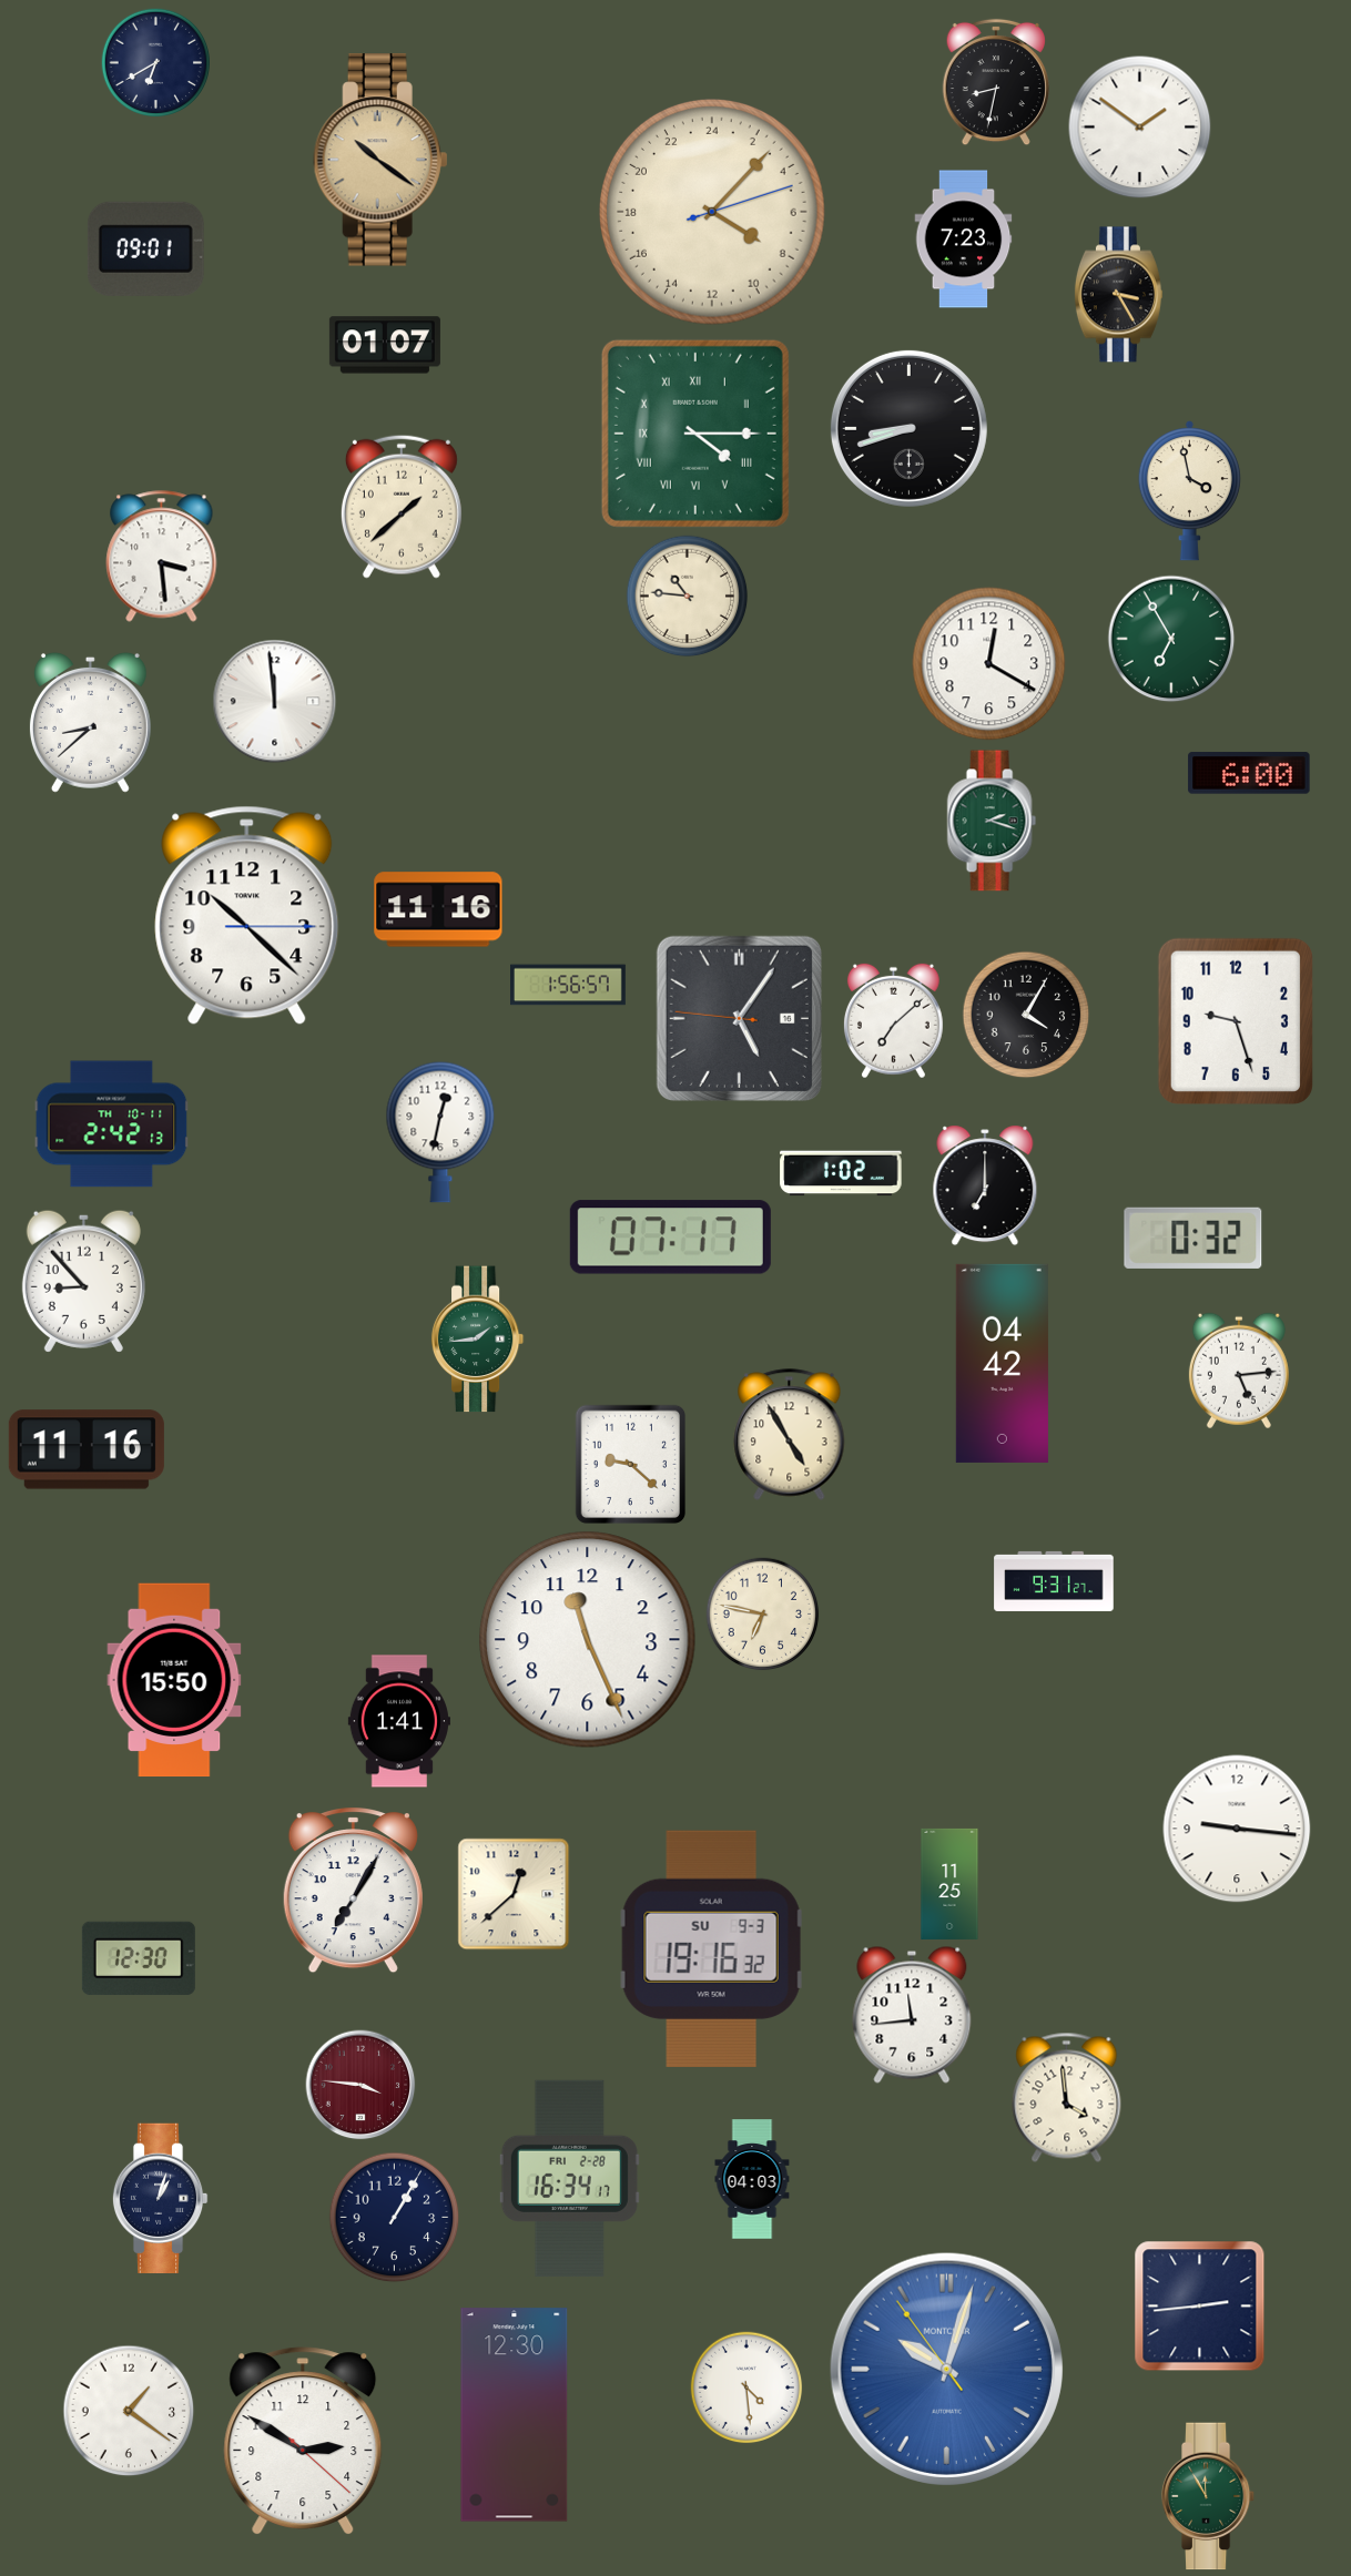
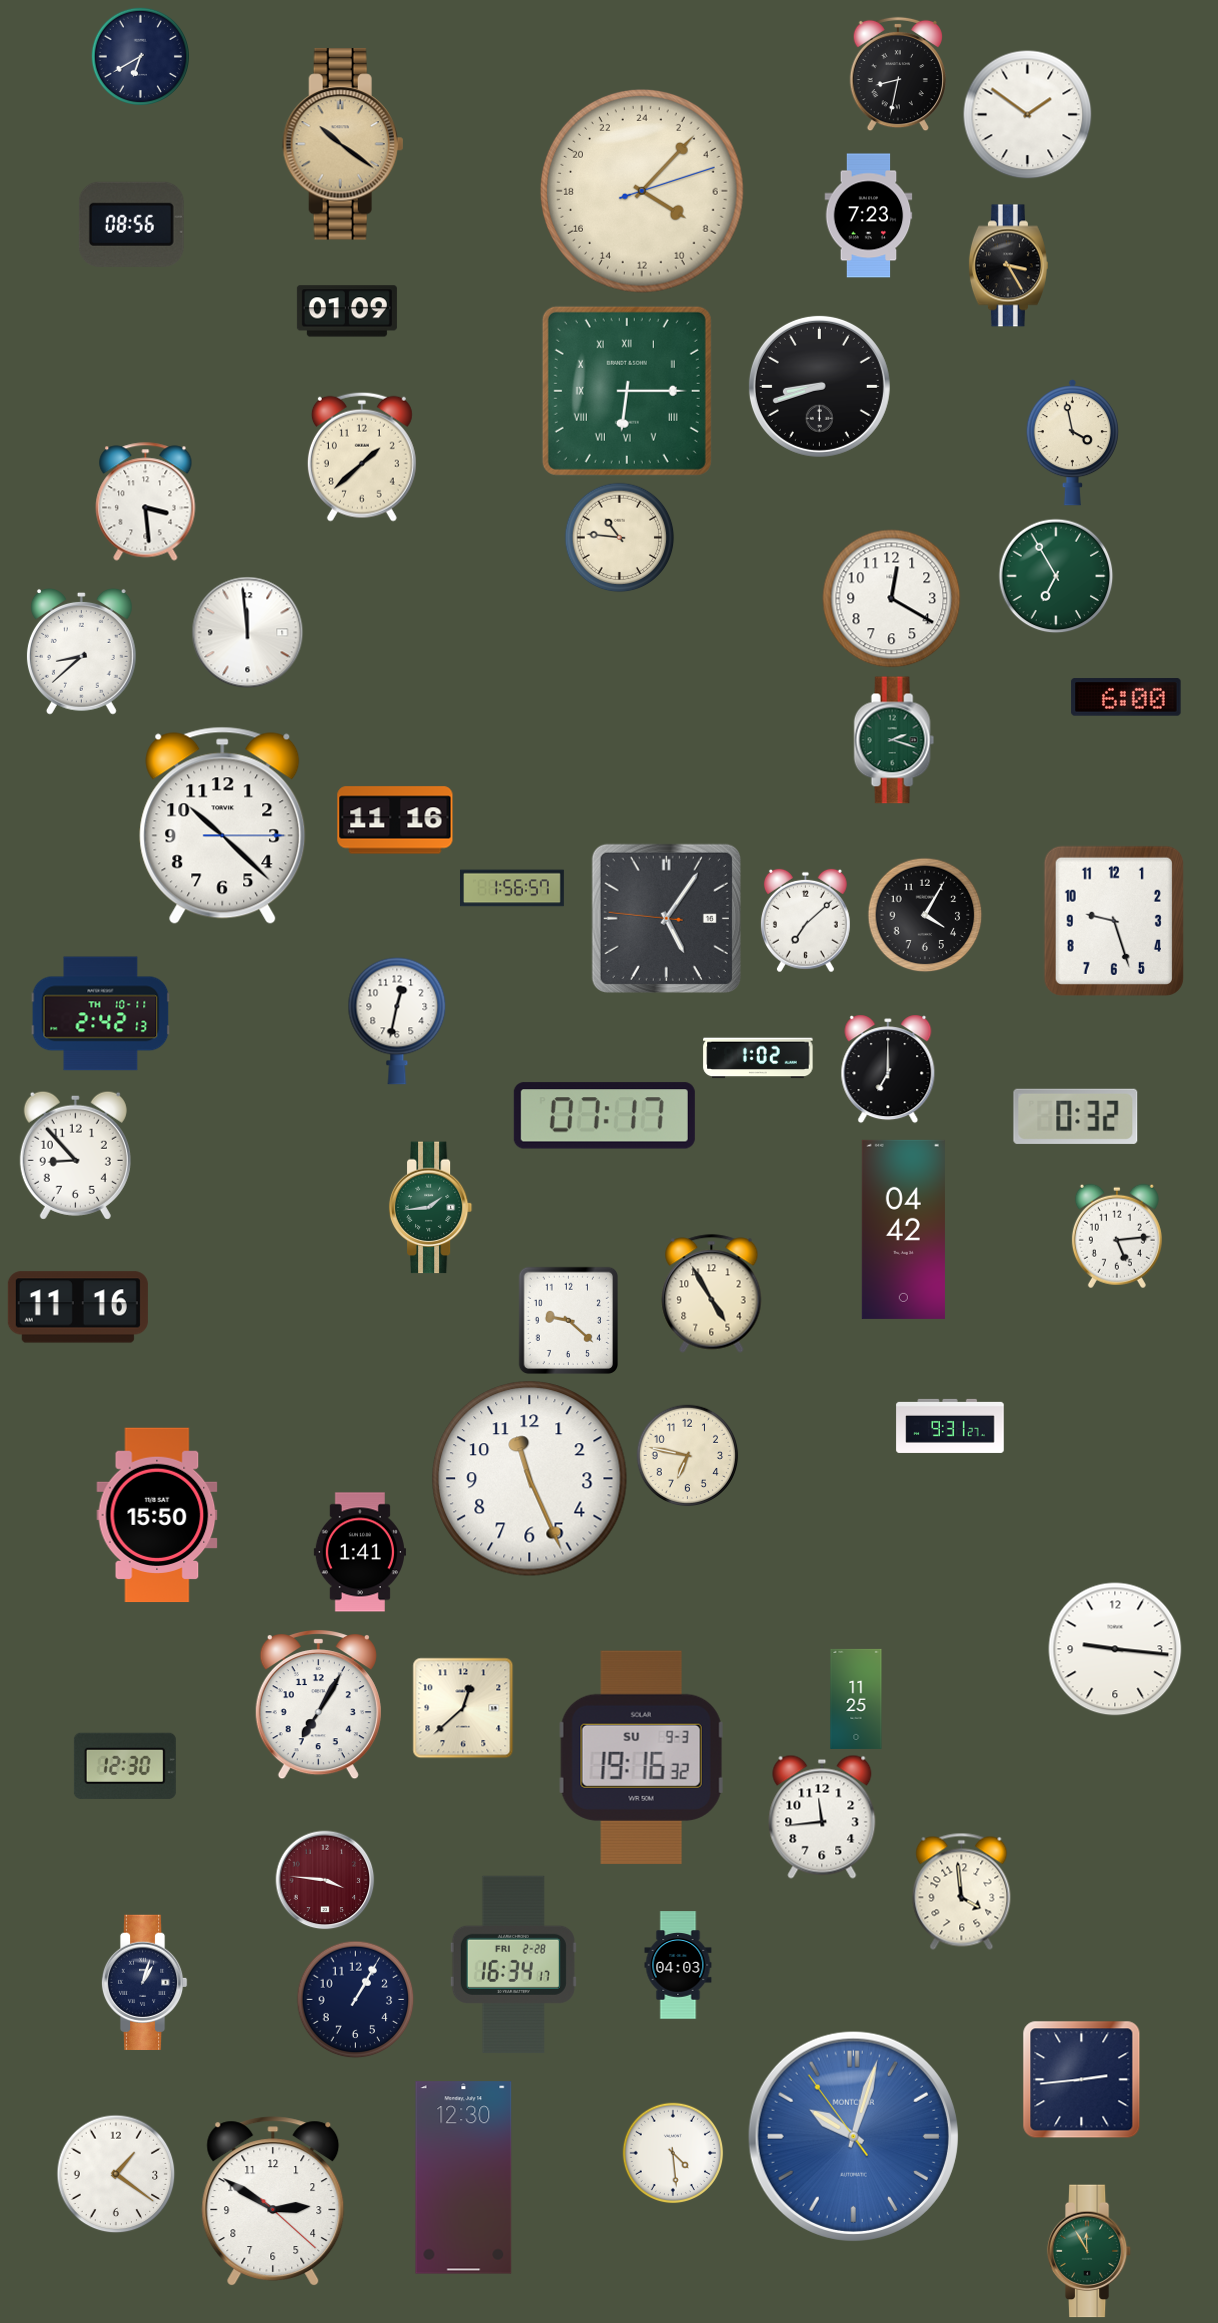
clock at (145, 248): 09:01 -> 08:56
clock at (385, 345): 01:07 -> 01:09
clock at (695, 434): 4:15 -> 6:15
